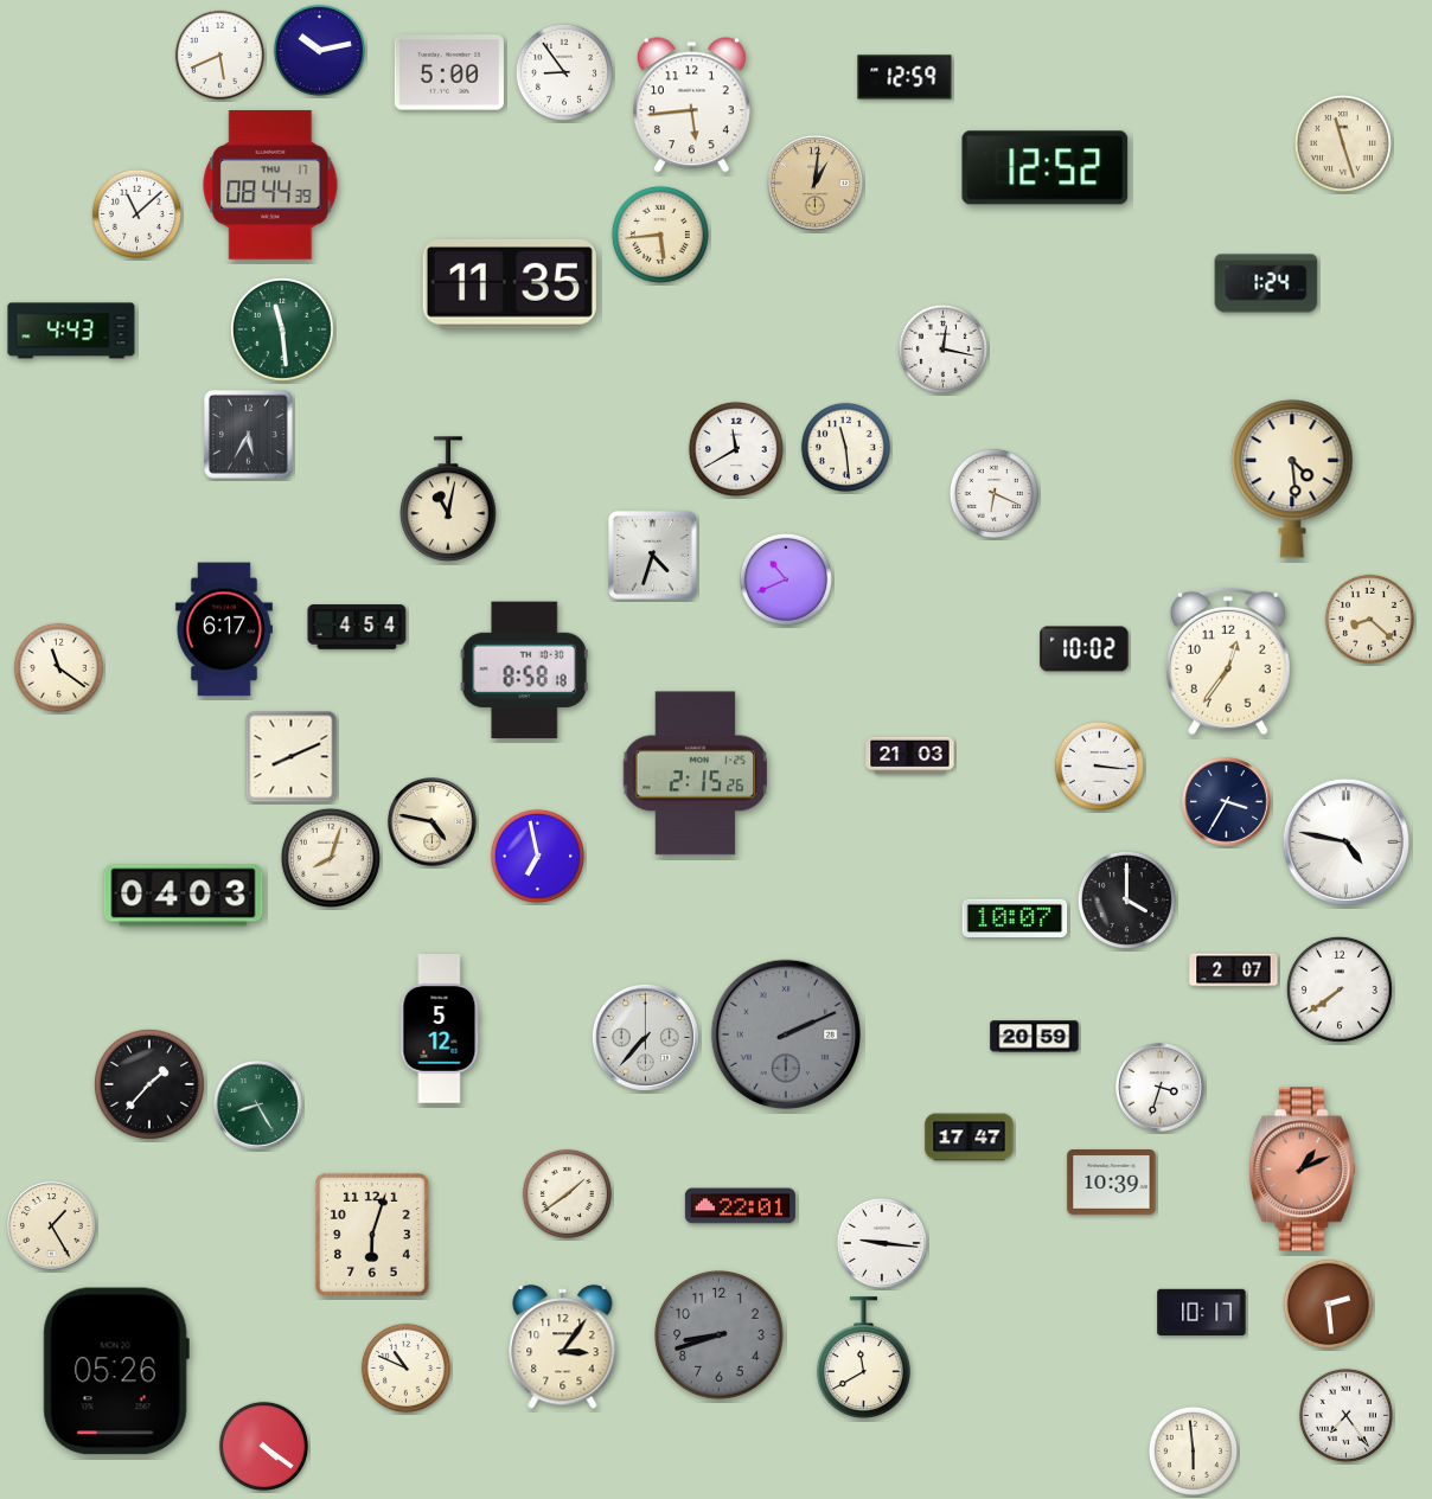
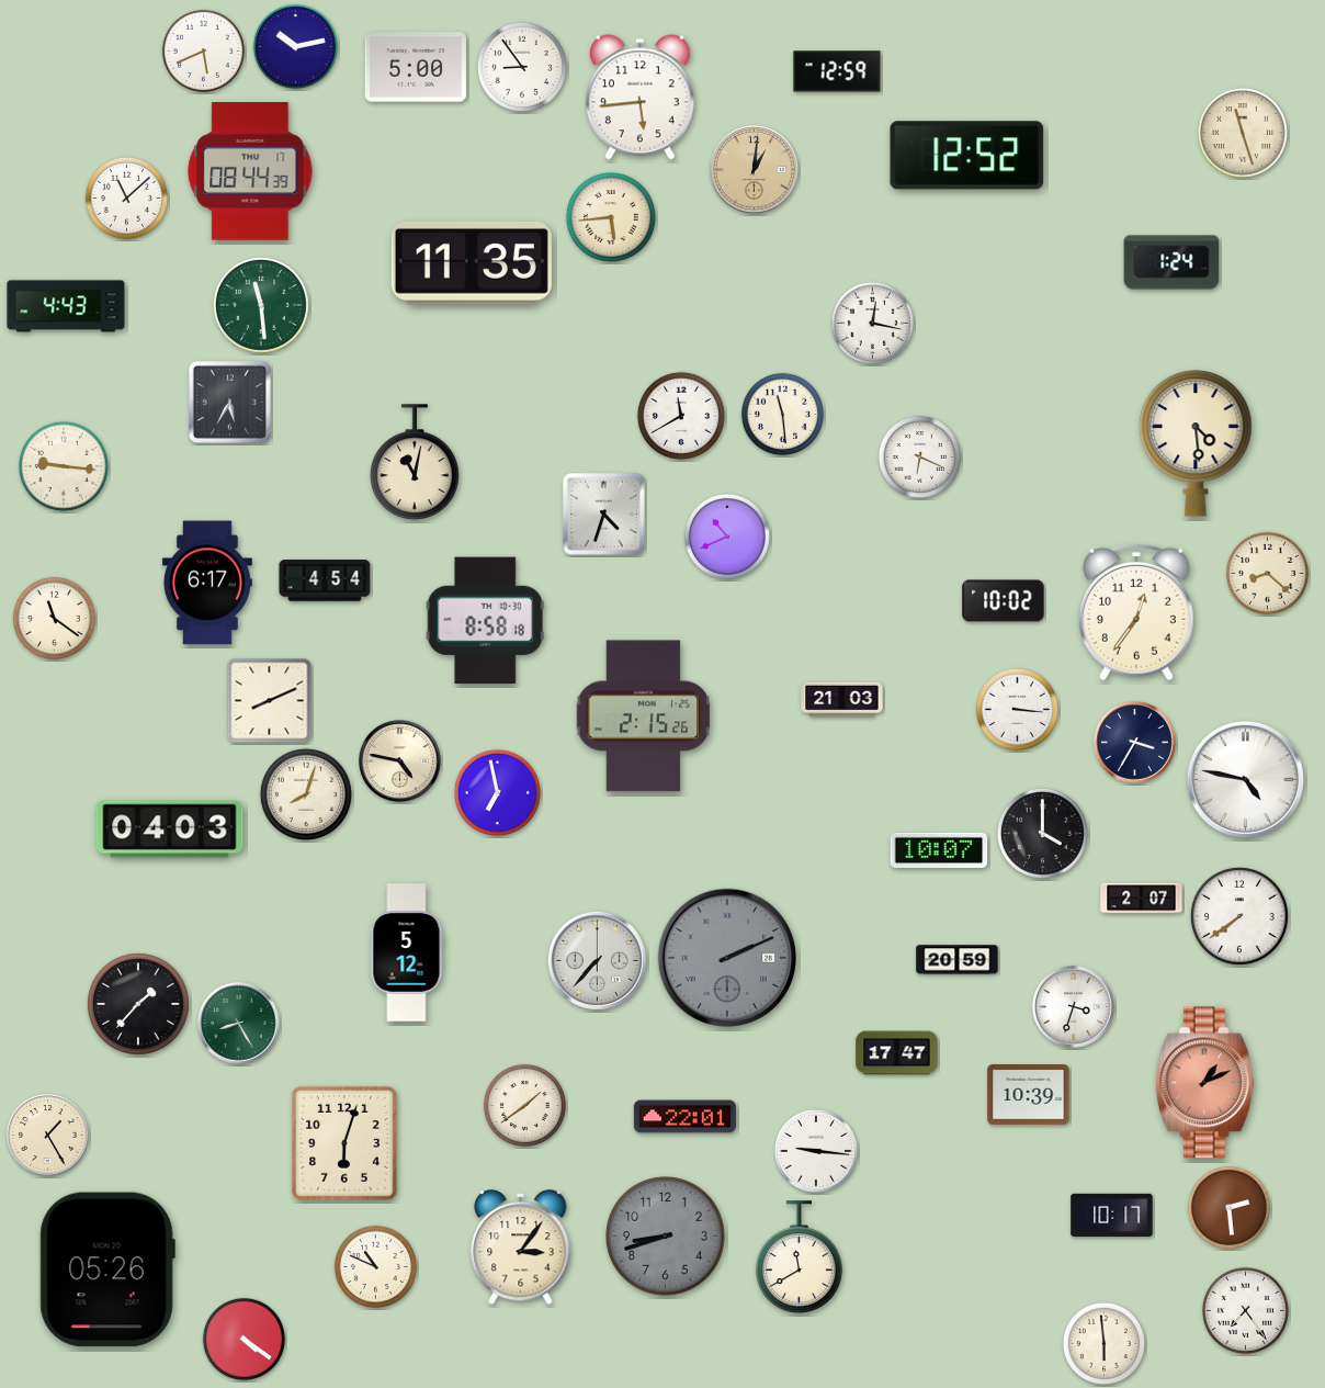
clock at (64, 466): none -> 9:16
clock at (357, 627) position: (357, 627) -> (325, 580)
